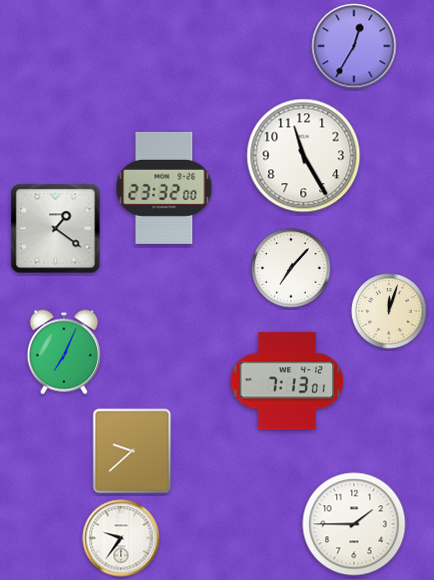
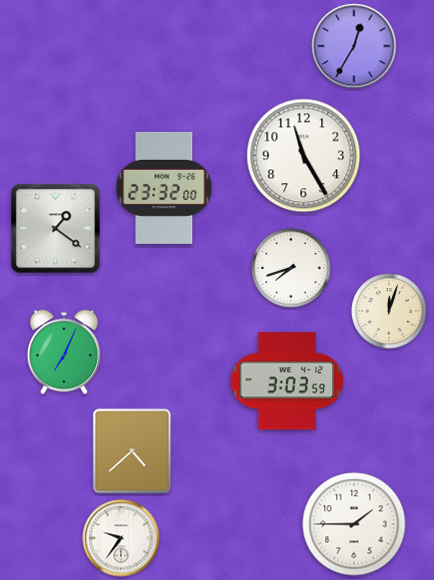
clock at (291, 268): 7:07 -> 7:42
clock at (287, 381): 7:13 -> 3:03
clock at (132, 451): 9:38 -> 4:38
